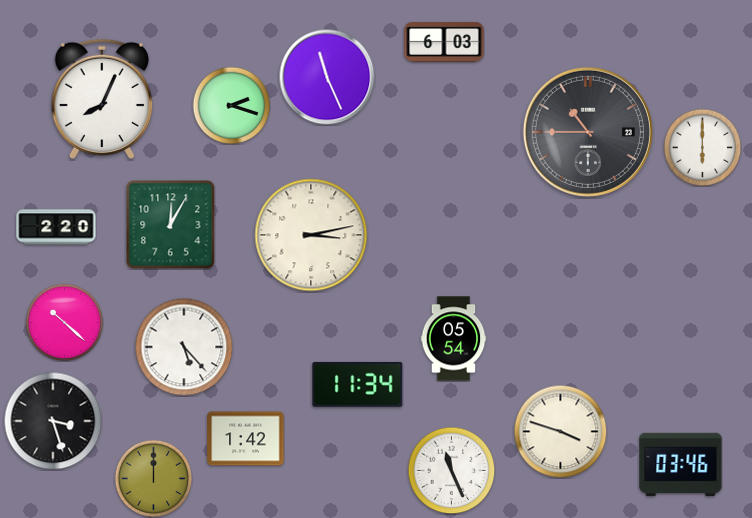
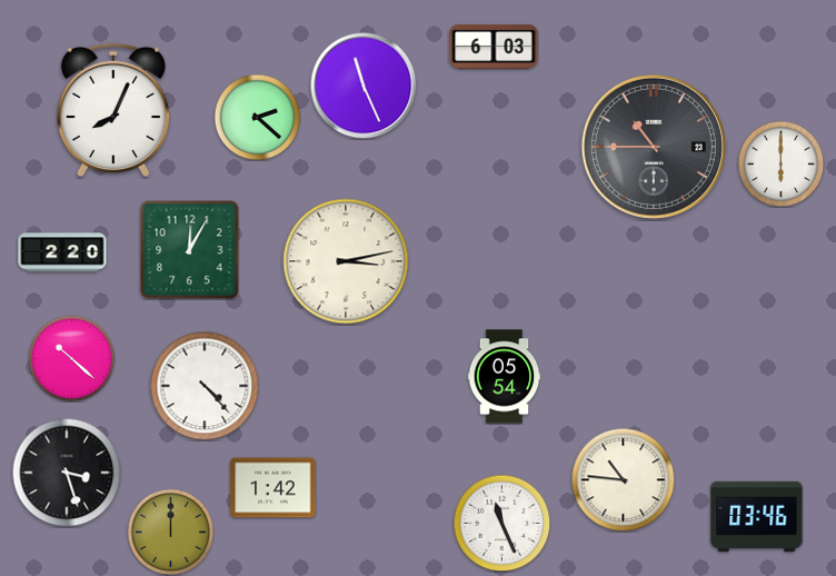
clock at (231, 105): 2:18 -> 2:22
clock at (184, 347): 5:23 -> 4:23
clock at (358, 384): 11:34 -> none
clock at (53, 421) position: (53, 421) -> (67, 473)
clock at (560, 431): 3:48 -> 10:46
